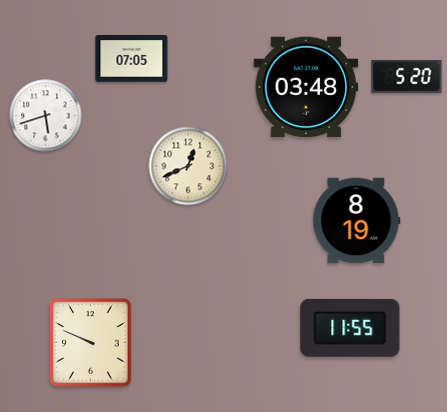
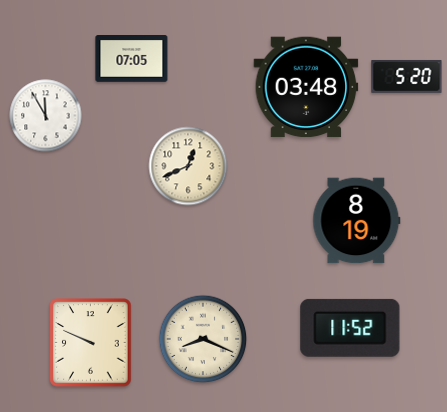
clock at (46, 116): 5:42 -> 11:55
clock at (350, 328): 11:55 -> 11:52
clock at (203, 339): none -> 8:19
